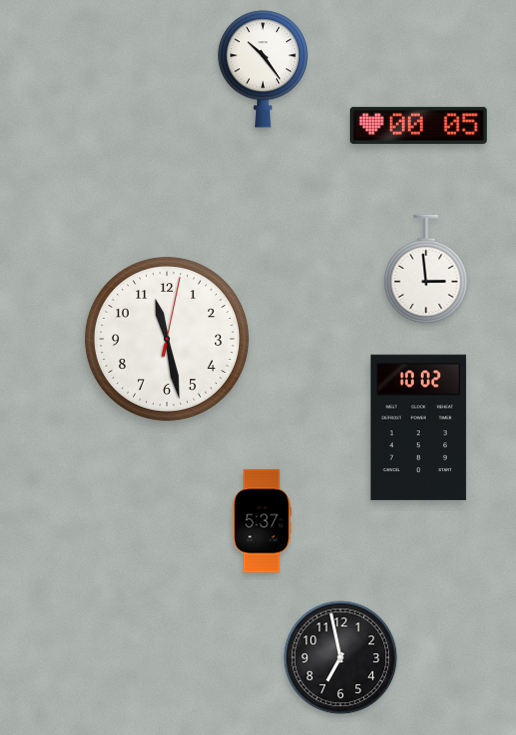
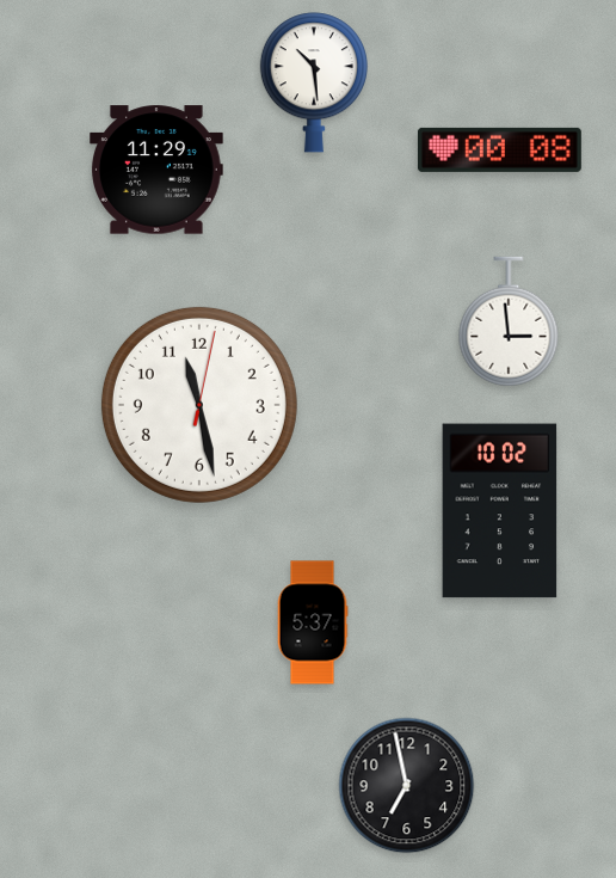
clock at (263, 69): 10:24 -> 10:29
clock at (418, 125): 00:05 -> 00:08
clock at (158, 170): none -> 11:29
